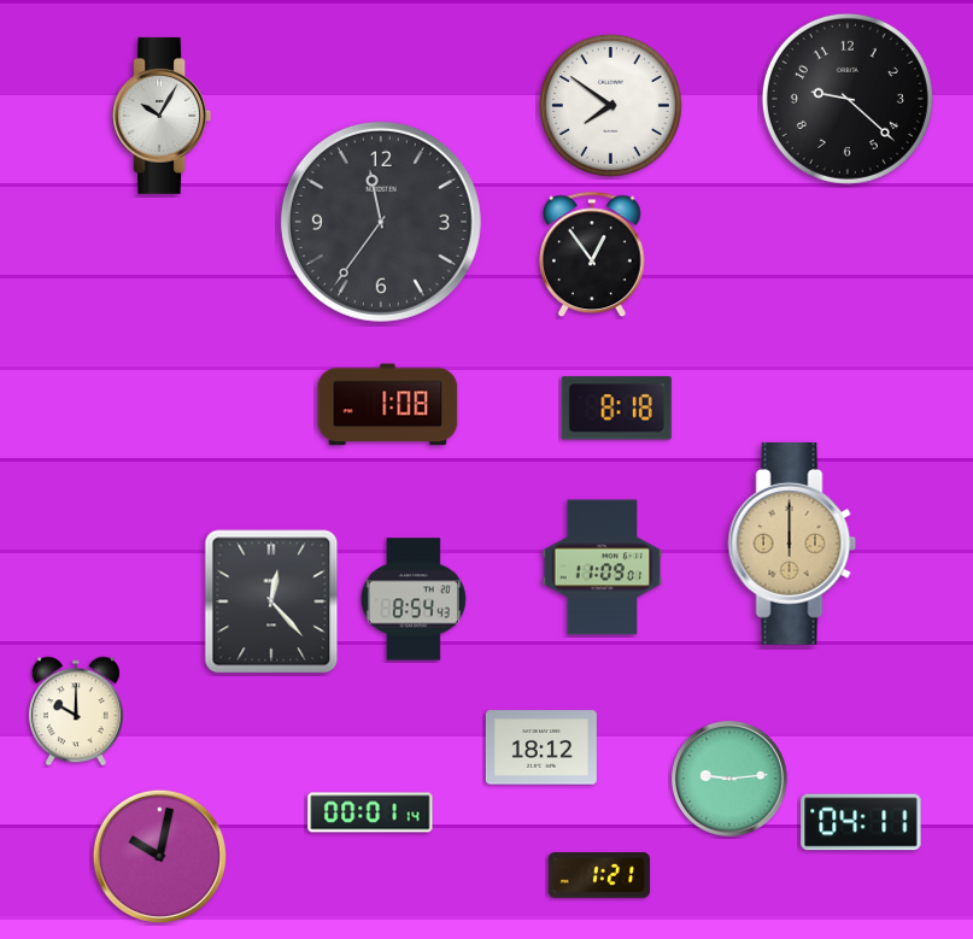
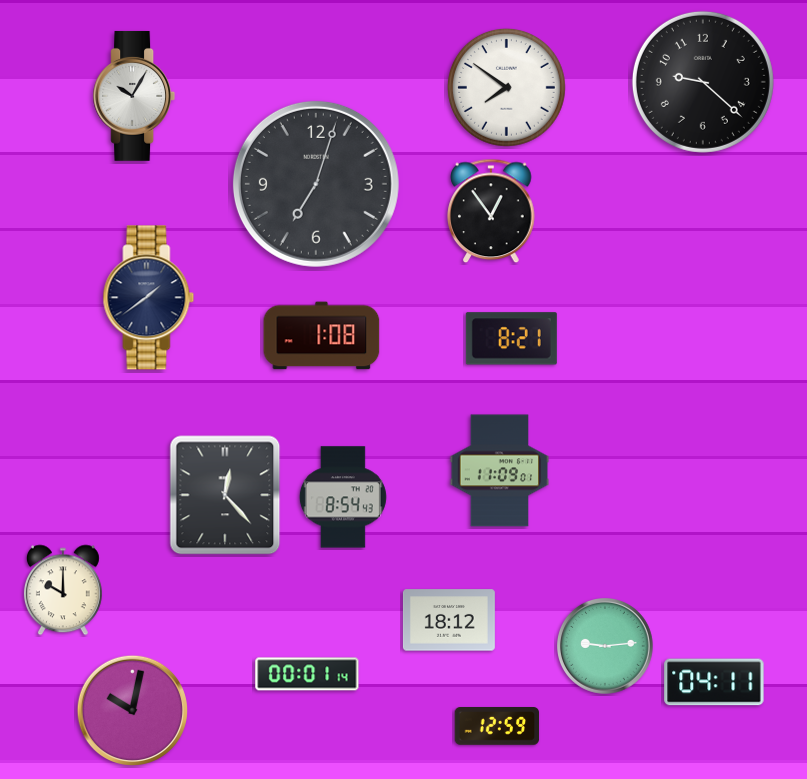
clock at (381, 222): 11:36 -> 7:03
clock at (149, 298): none -> 1:39
clock at (616, 409): 8:18 -> 8:21
clock at (792, 545): 12:00 -> none
clock at (271, 601) position: (271, 601) -> (225, 495)
clock at (599, 876): 1:21 -> 12:59
